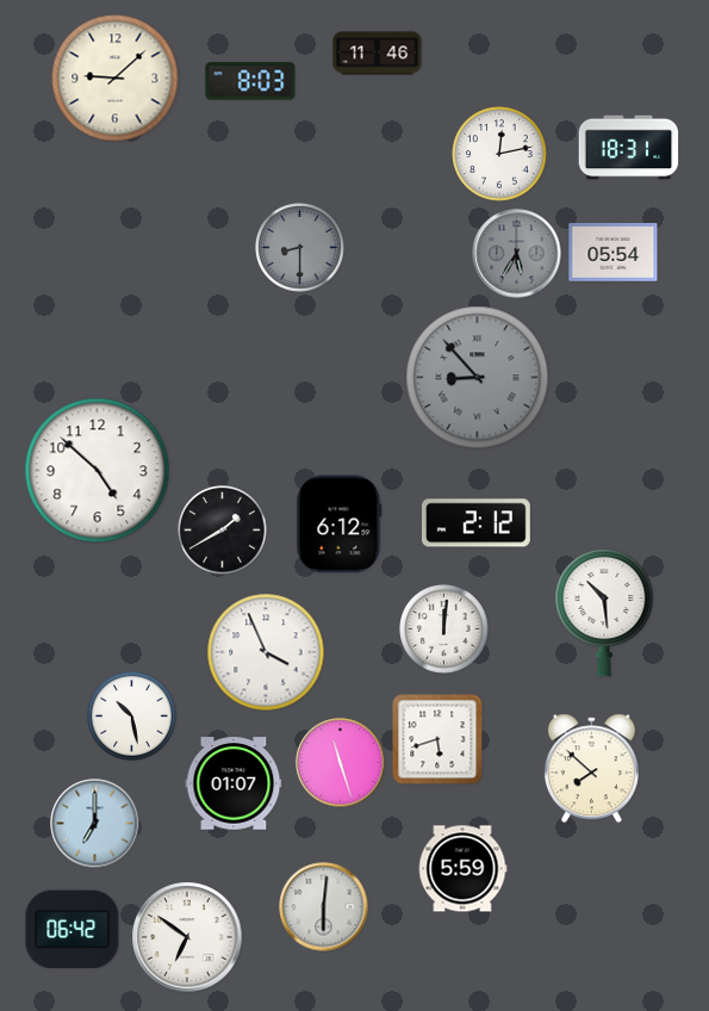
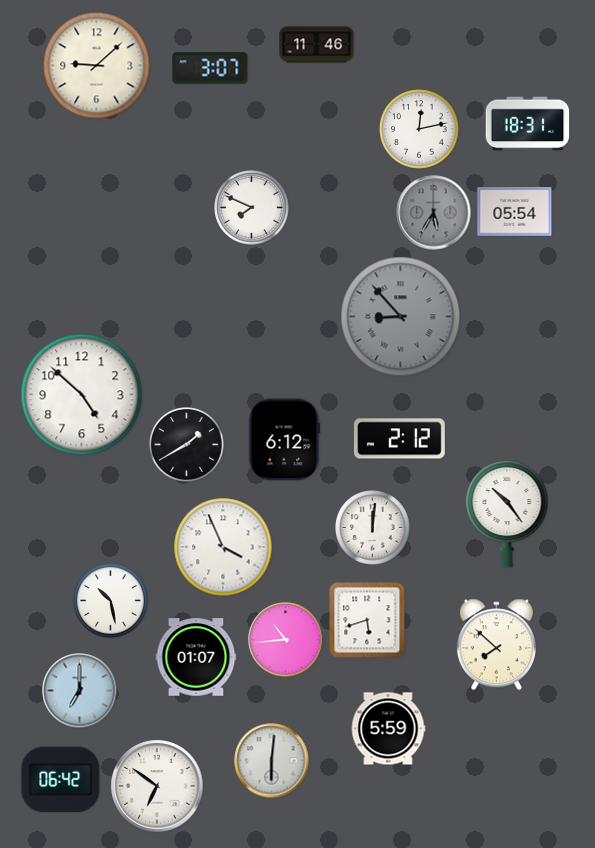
clock at (250, 81): 8:03 -> 3:07
clock at (300, 248): 8:30 -> 7:49
clock at (300, 248) dial: grey -> white
clock at (604, 613): 10:29 -> 10:24
clock at (341, 763): 11:27 -> 10:44
